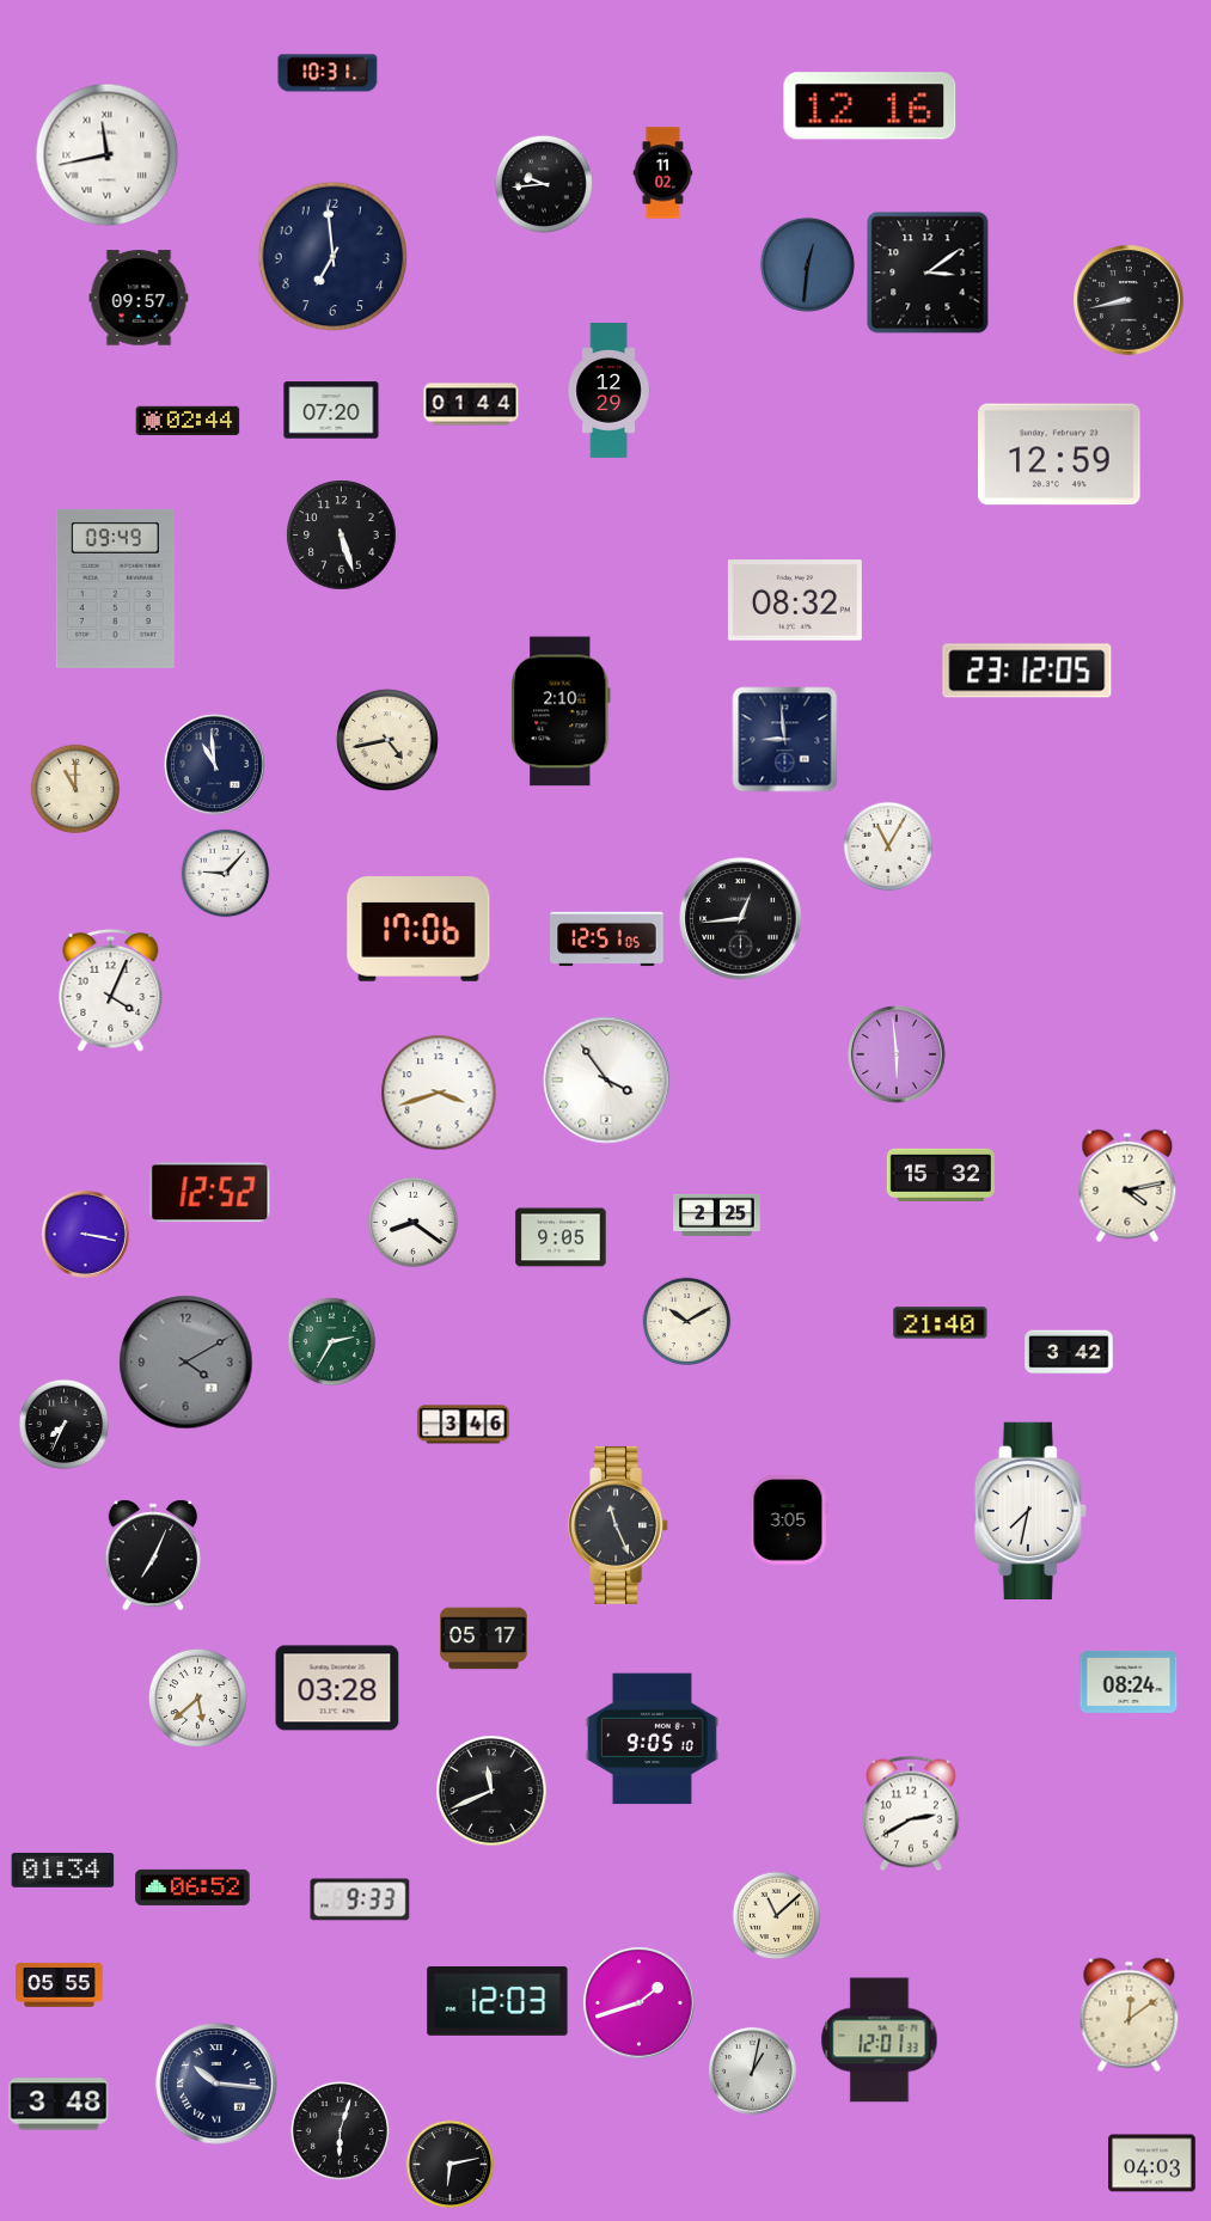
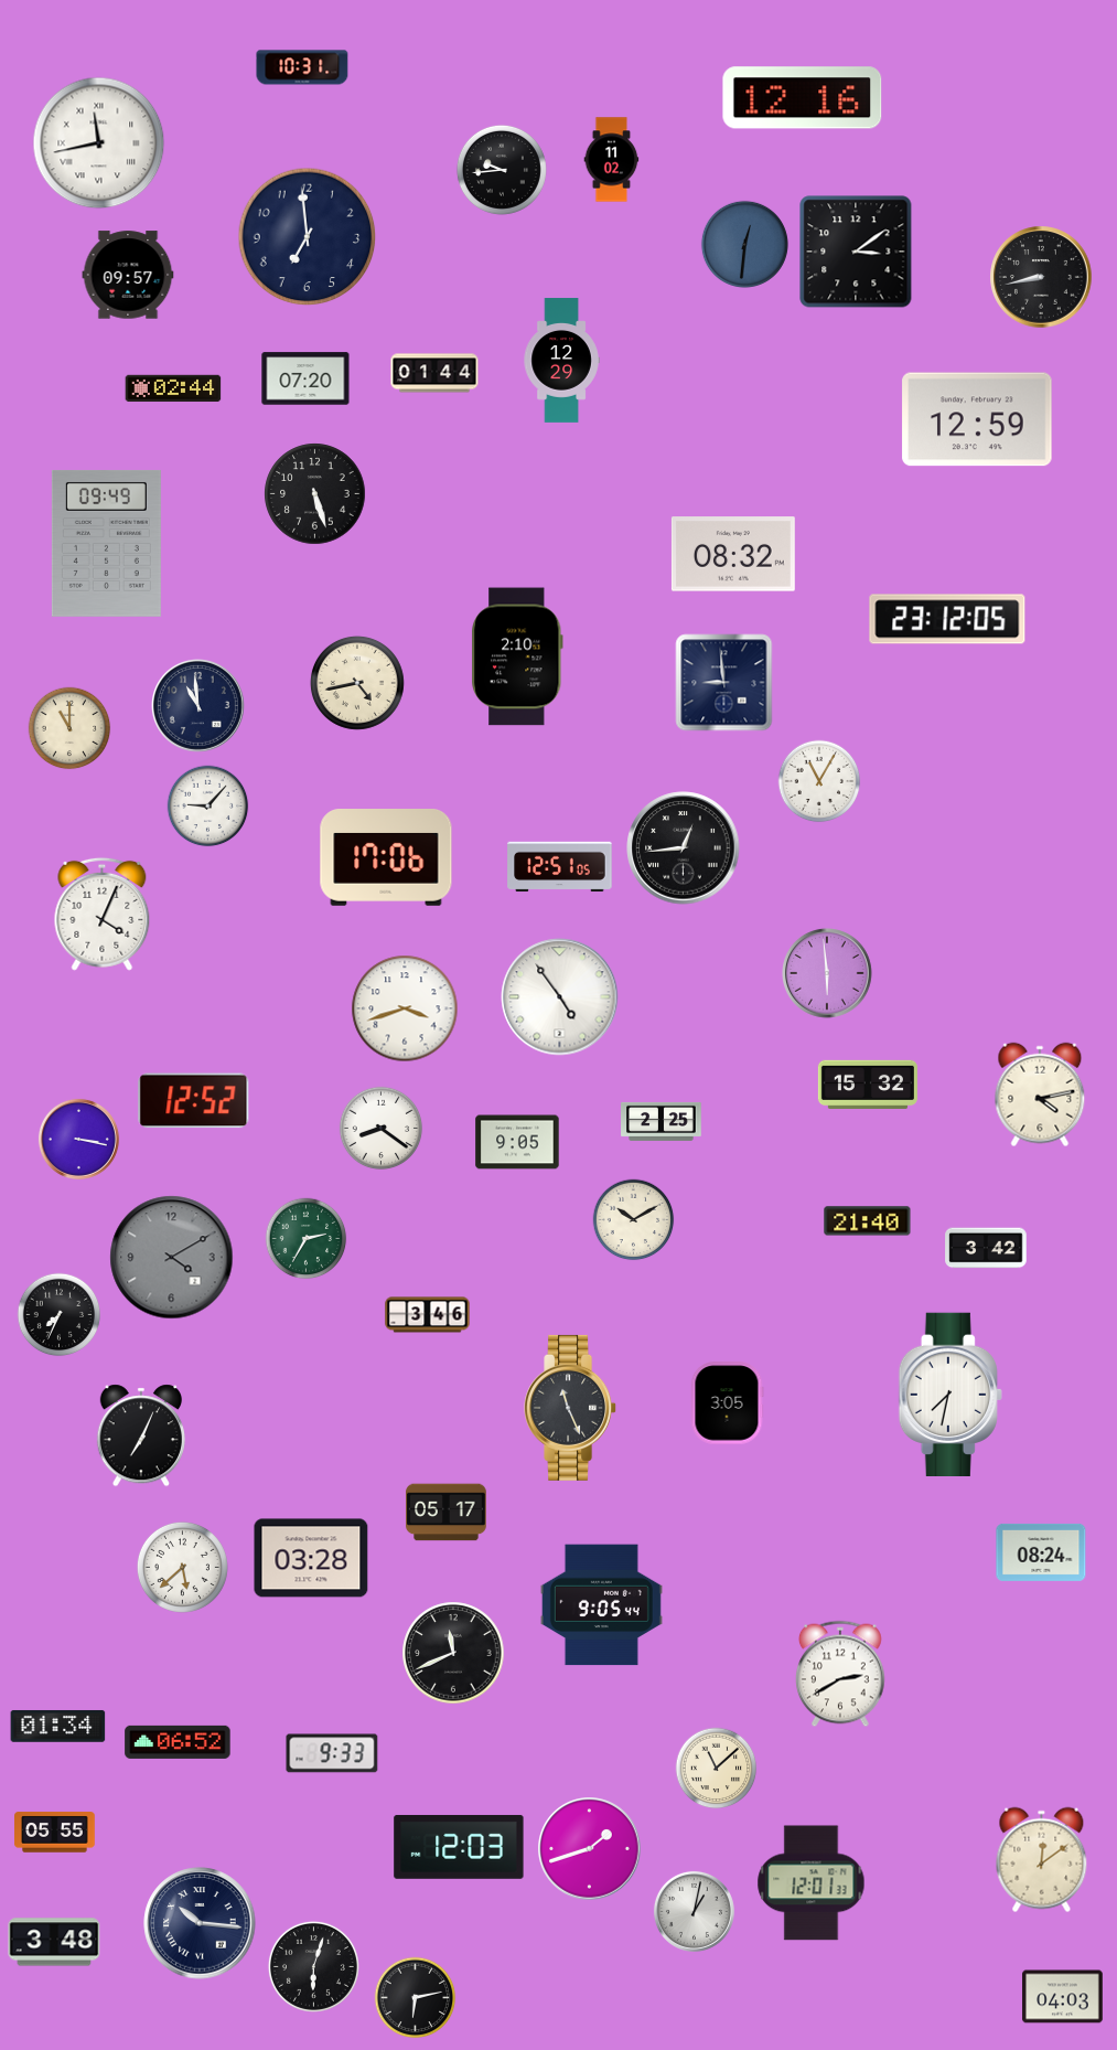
clock at (607, 1081): 3:54 -> 4:54
clock at (652, 1739): 9:05:10 -> 9:05:44
